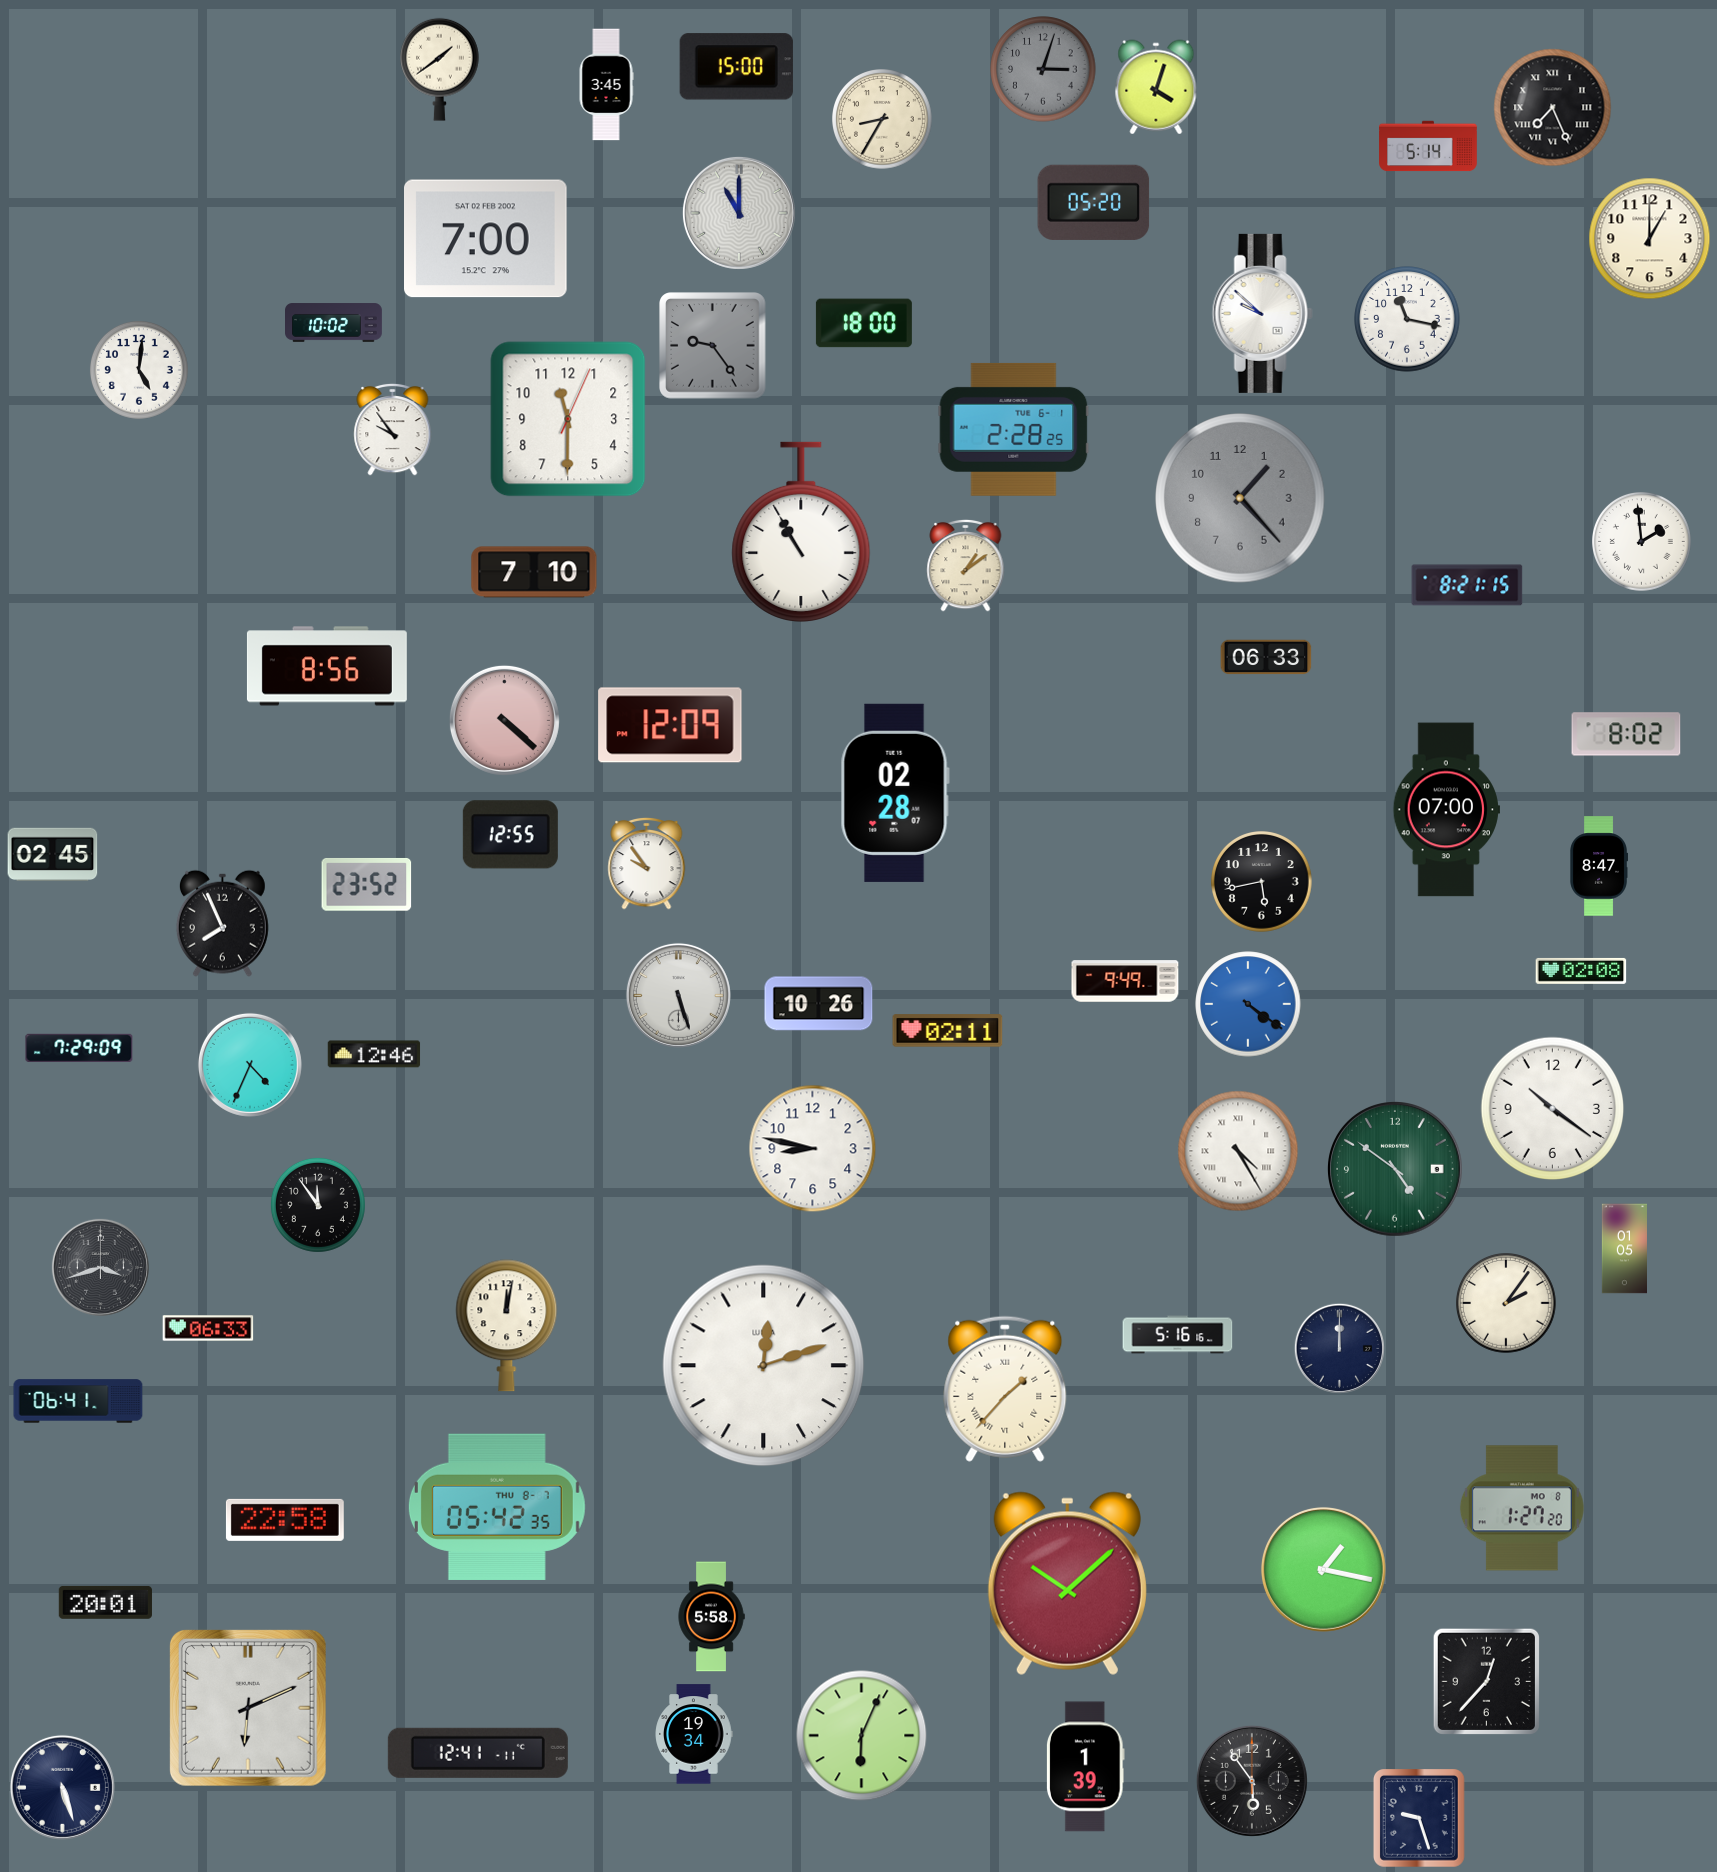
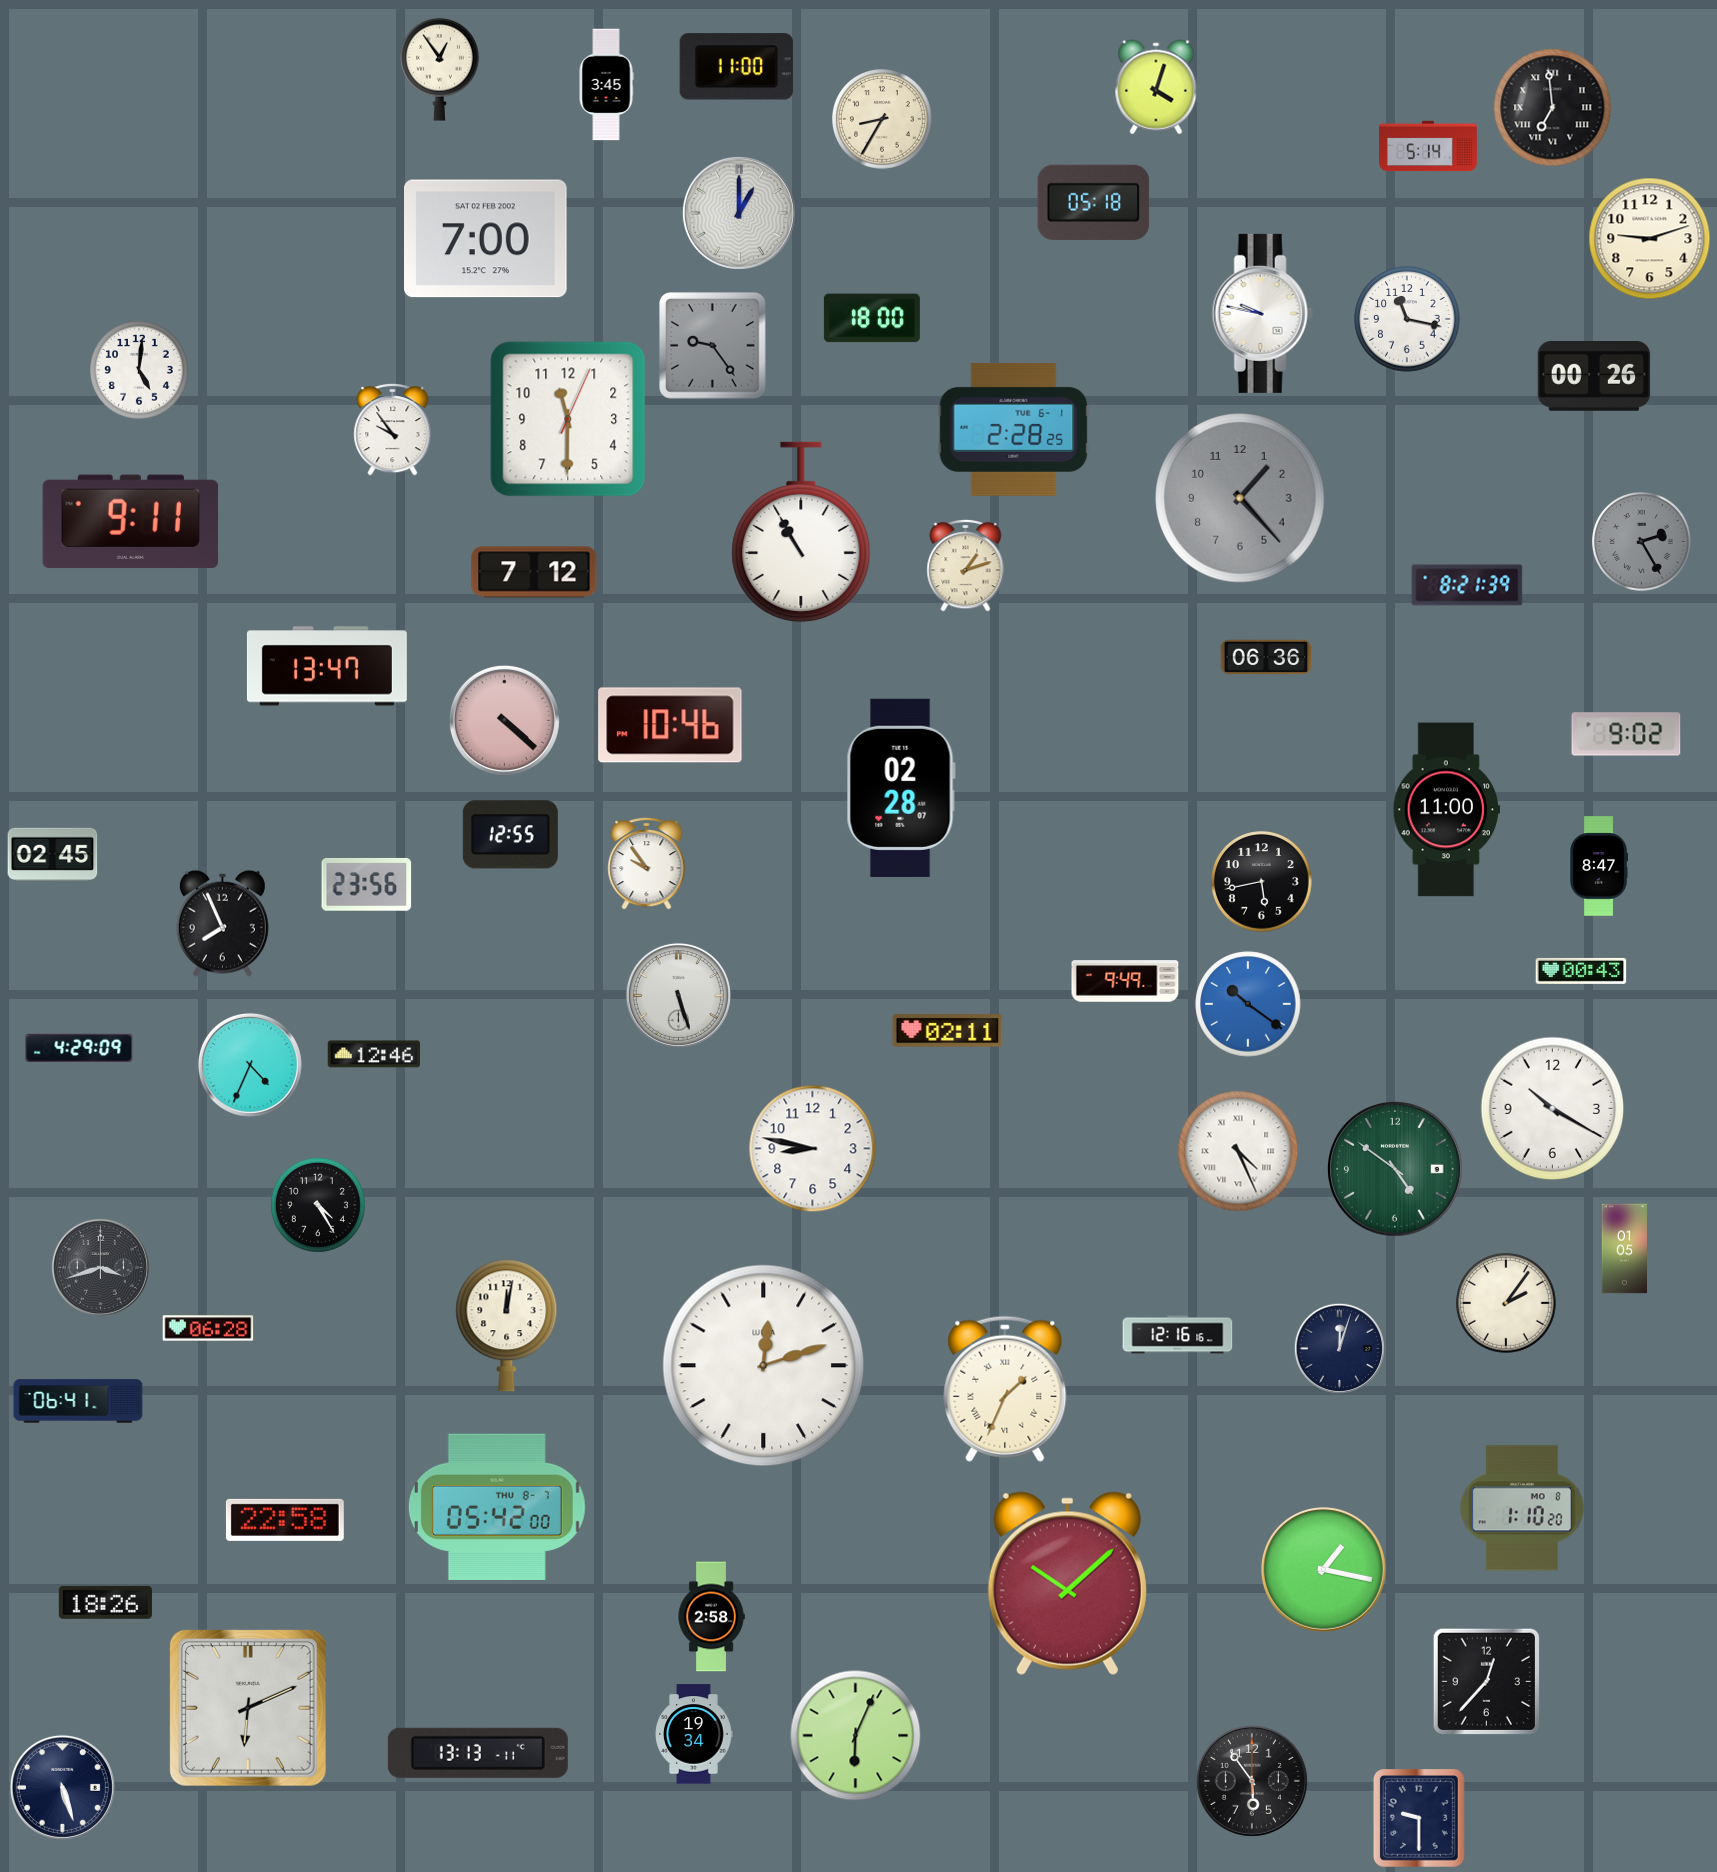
clock at (736, 67): 15:00 -> 11:00
clock at (440, 69): 1:39 -> 12:54
clock at (1043, 69): 3:03 -> none
clock at (1553, 108): 7:26 -> 6:59
clock at (1094, 202): 05:20 -> 05:18
clock at (739, 213): 11:00 -> 1:00
clock at (1650, 239): 1:00 -> 9:12
clock at (1262, 313): 9:52 -> 9:47
clock at (334, 323): 10:02 -> none
clock at (864, 323) position: (864, 323) -> (872, 318)
clock at (1594, 377): none -> 00:26
clock at (131, 522): none -> 9:11
clock at (1642, 542): 1:59 -> 2:25
clock at (1642, 542) dial: white -> grey
clock at (966, 565): 1:09 -> 1:12
clock at (534, 572): 7:10 -> 7:12
clock at (1467, 585): 8:21:15 -> 8:21:39
clock at (1266, 657): 06:33 -> 06:36
clock at (327, 666): 8:56 -> 13:47
clock at (670, 725): 12:09 -> 10:46
clock at (1626, 734): 8:02 -> 9:02
clock at (895, 793) position: (895, 793) -> (901, 788)
clock at (1446, 810): 07:00 -> 11:00
clock at (367, 885): 23:52 -> 23:56
clock at (1581, 971): 02:08 -> 00:43
clock at (819, 1004): 10:26 -> none
clock at (1248, 1004): 4:21 -> 10:21
clock at (79, 1048): 7:29 -> 4:29
clock at (1553, 1109): 10:21 -> 10:20
clock at (1238, 1151): 4:25 -> 4:26
clock at (318, 1205): 11:54 -> 4:25
clock at (208, 1328): 06:33 -> 06:28
clock at (1178, 1335): 5:16 -> 12:16
clock at (1339, 1348): 12:00 -> 12:03
clock at (1005, 1389): 1:37 -> 1:34
clock at (497, 1507): 05:42:35 -> 05:42:00
clock at (1522, 1508): 1:27 -> 1:10
clock at (105, 1602): 20:01 -> 18:26
clock at (711, 1617): 5:58 -> 2:58
clock at (862, 1736) position: (862, 1736) -> (856, 1736)
clock at (478, 1753): 12:41 -> 13:13
clock at (1086, 1767): 1:39 -> none
clock at (1419, 1819): 9:27 -> 9:30
